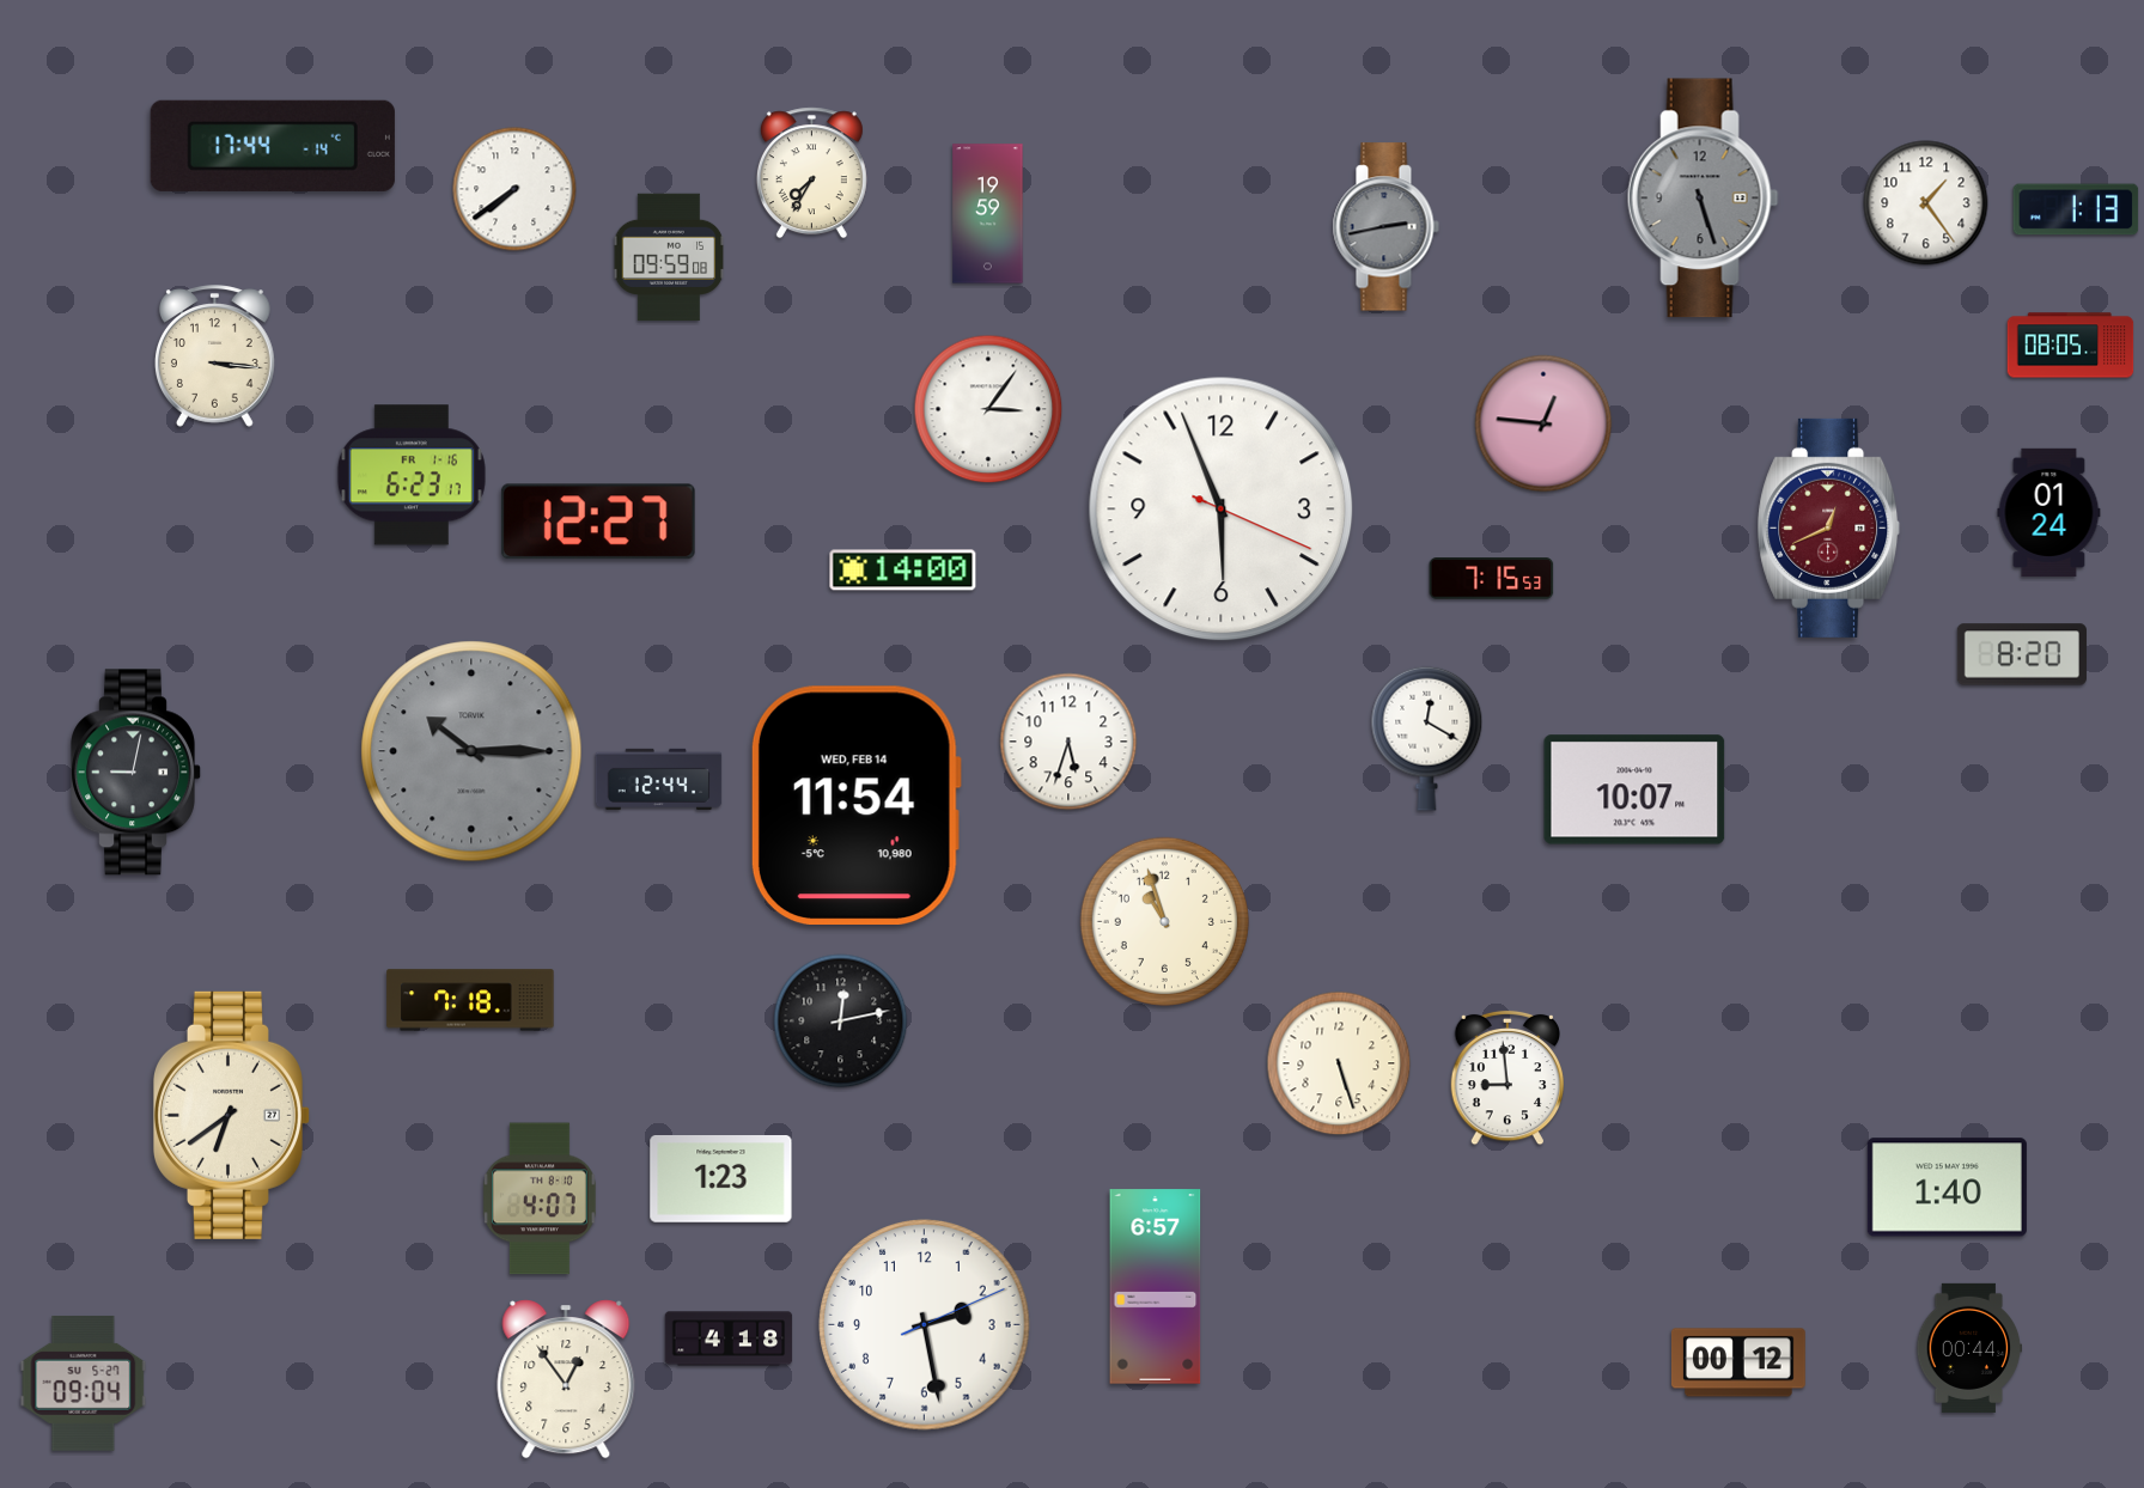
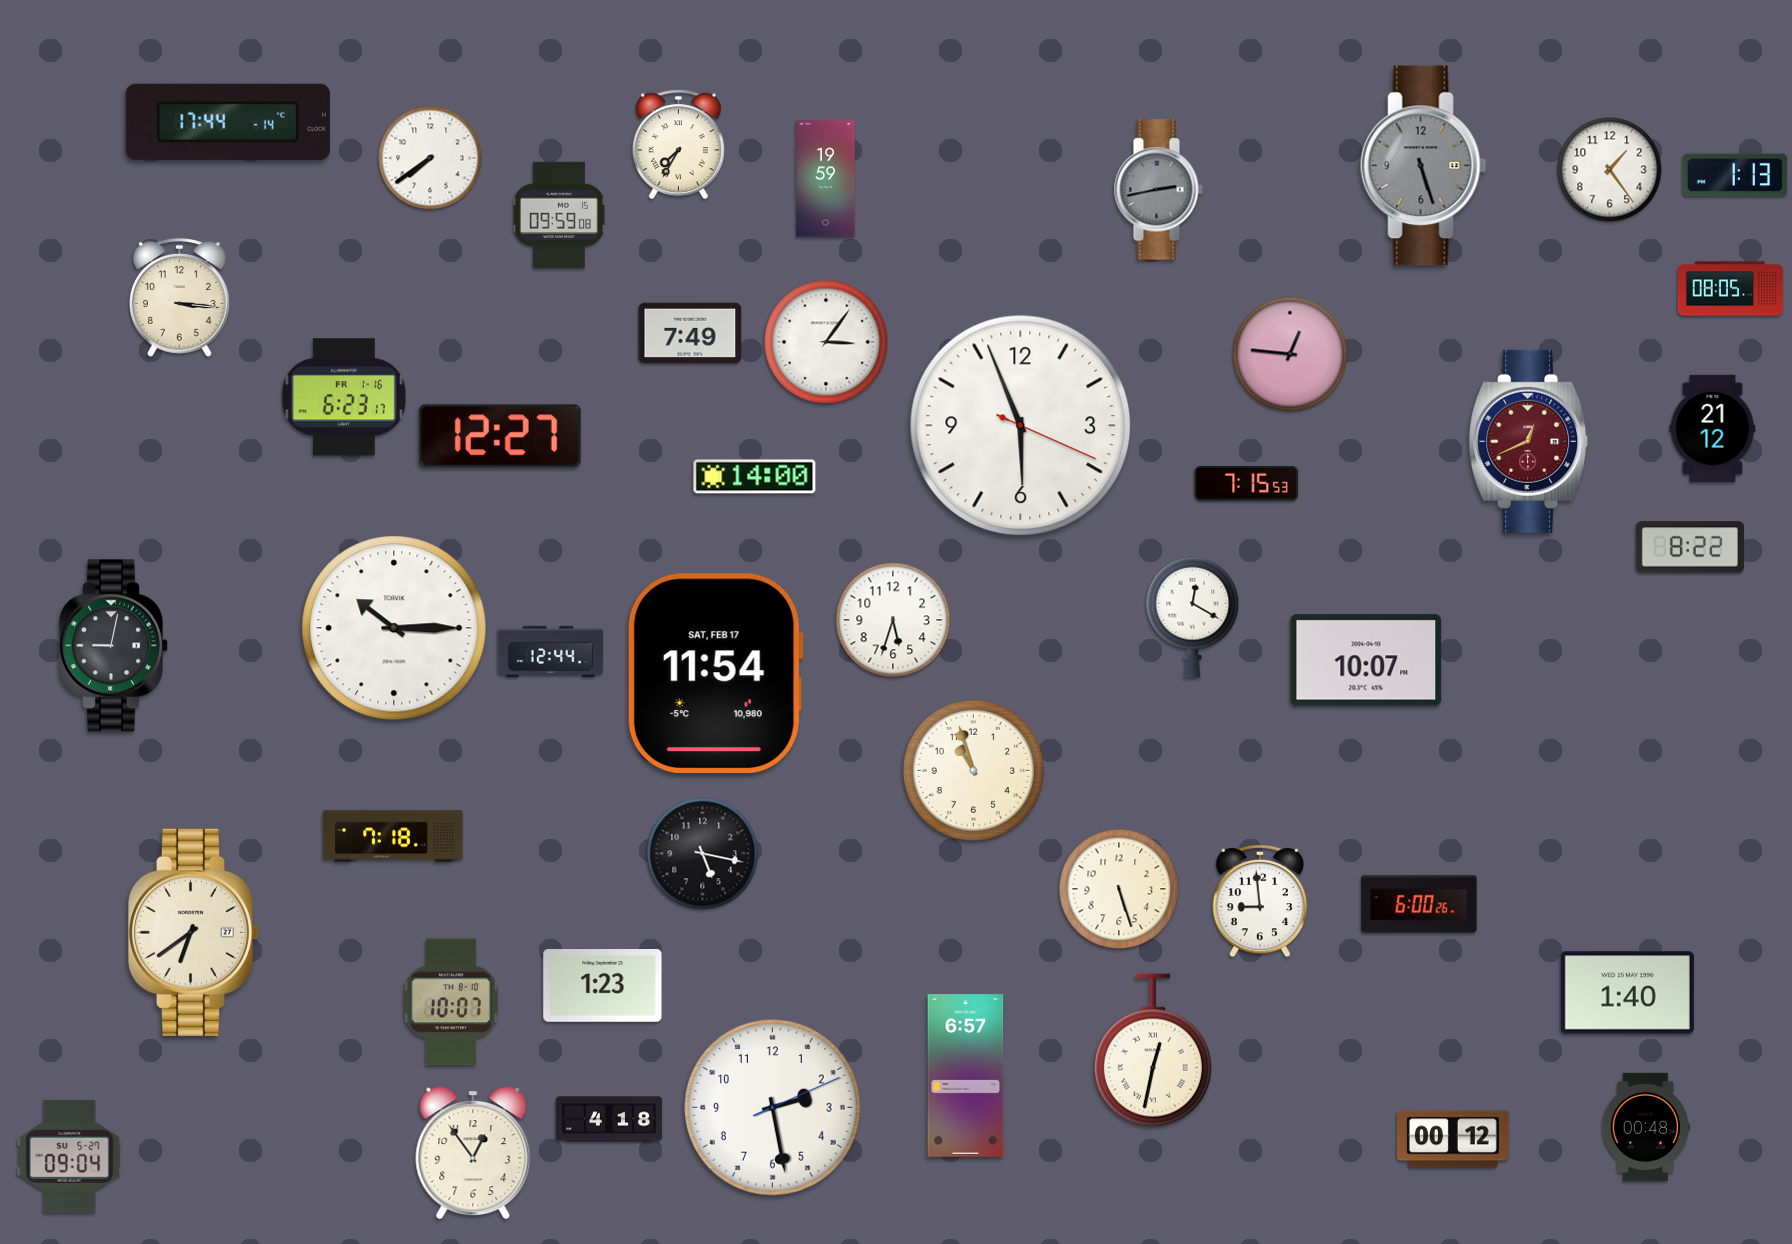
clock at (690, 333): none -> 7:49
clock at (2049, 512): 01:24 -> 21:12
clock at (2022, 654): 8:20 -> 8:22
clock at (471, 751) dial: grey -> white
clock at (855, 805) date: WED, FEB 14 -> SAT, FEB 17
clock at (841, 1022): 12:13 -> 5:17
clock at (1419, 904): none -> 6:00
clock at (540, 1199): 4:07 -> 10:07
clock at (1153, 1050): none -> 12:32
clock at (1969, 1348): 00:44 -> 00:48
